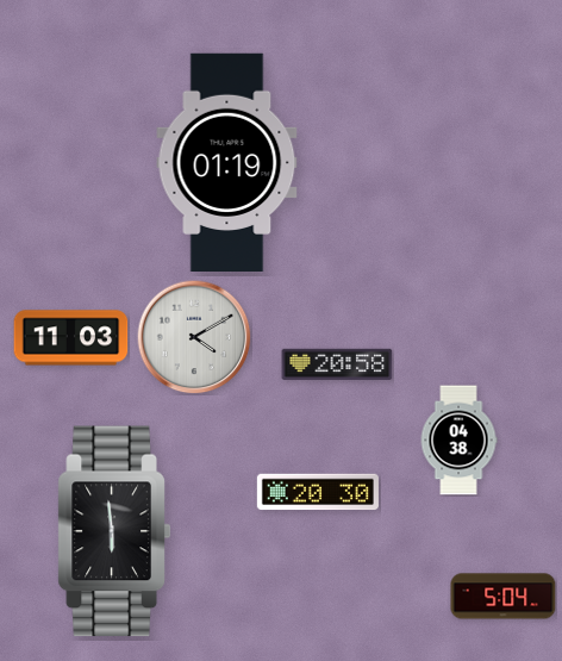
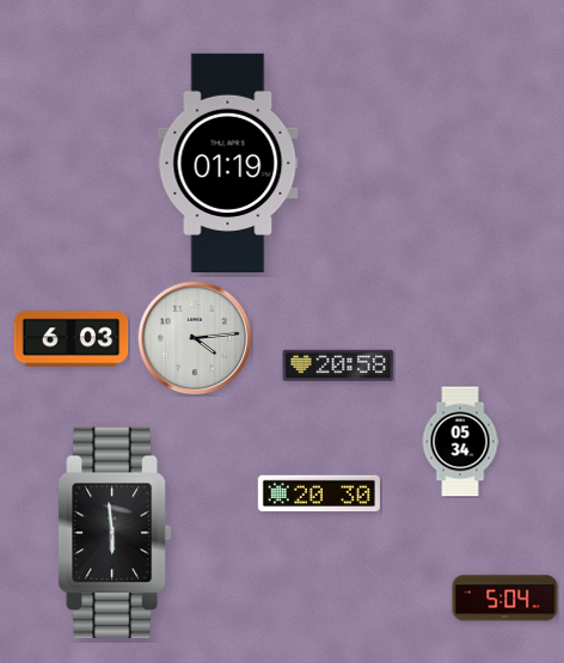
clock at (194, 337): 4:10 -> 4:14
clock at (71, 338): 11:03 -> 6:03
clock at (458, 441): 04:38 -> 05:34
